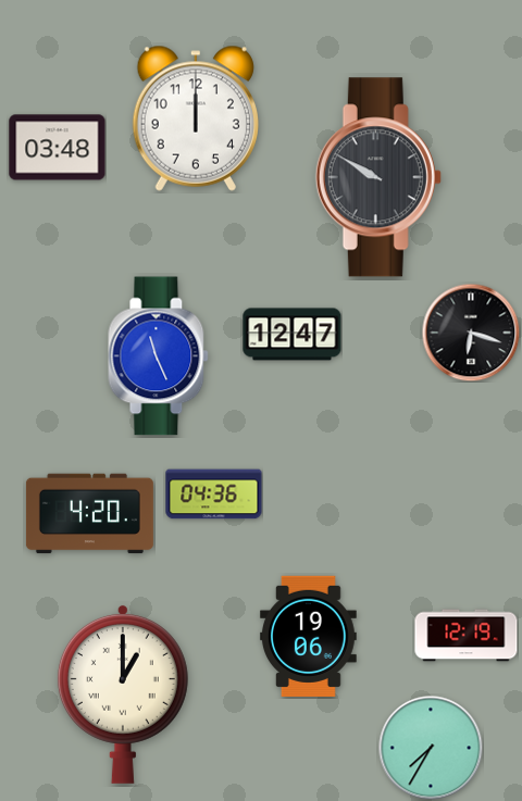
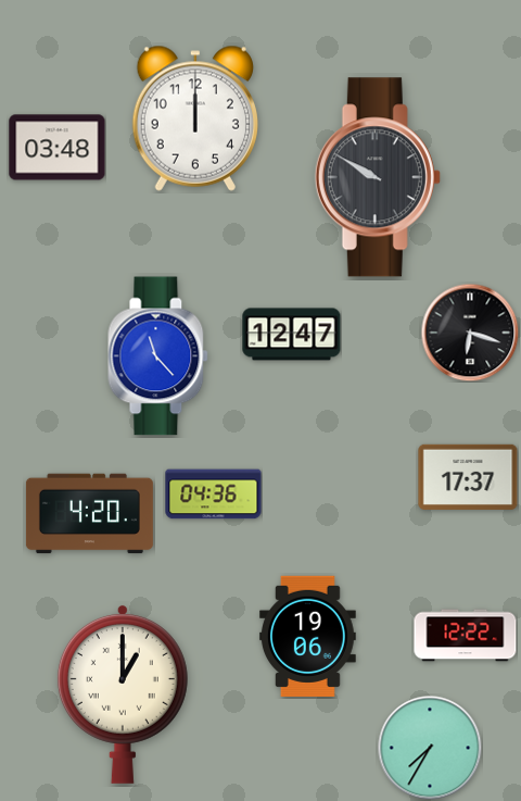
clock at (159, 356): 11:26 -> 11:23
clock at (468, 477): none -> 17:37
clock at (467, 636): 12:19 -> 12:22
